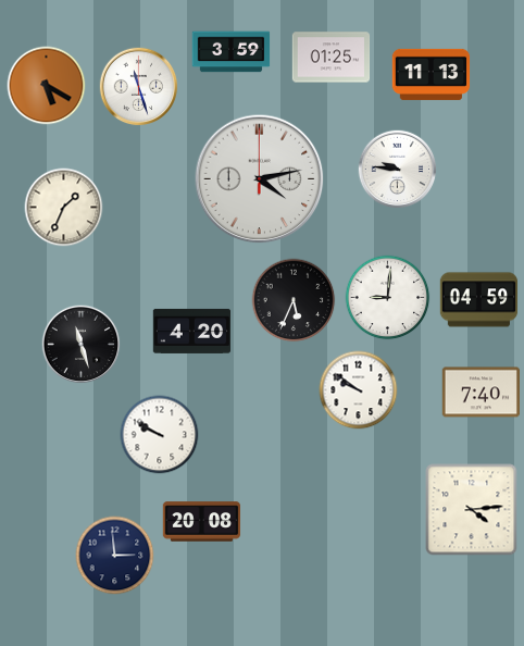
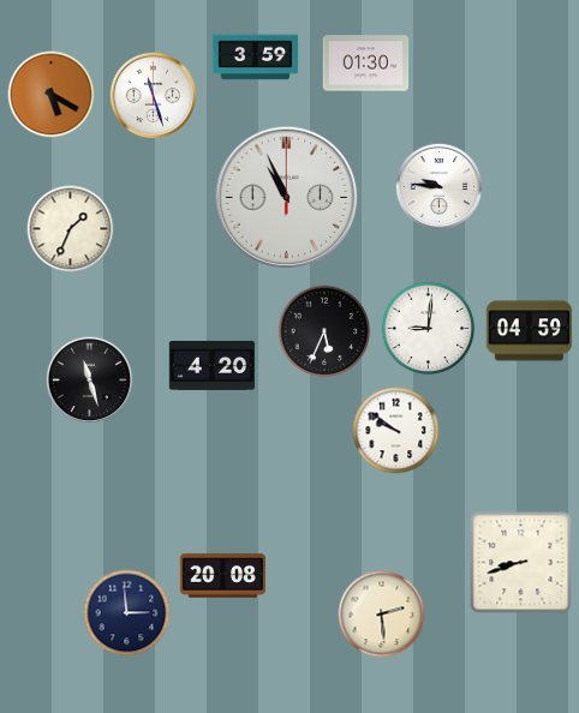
clock at (332, 58): 01:25 -> 01:30
clock at (432, 74): 11:13 -> none
clock at (260, 179): 4:13 -> 10:56
clock at (482, 393): 7:40 -> none
clock at (160, 435): 9:50 -> none
clock at (472, 510): 4:14 -> 8:42
clock at (382, 615): none -> 2:29
